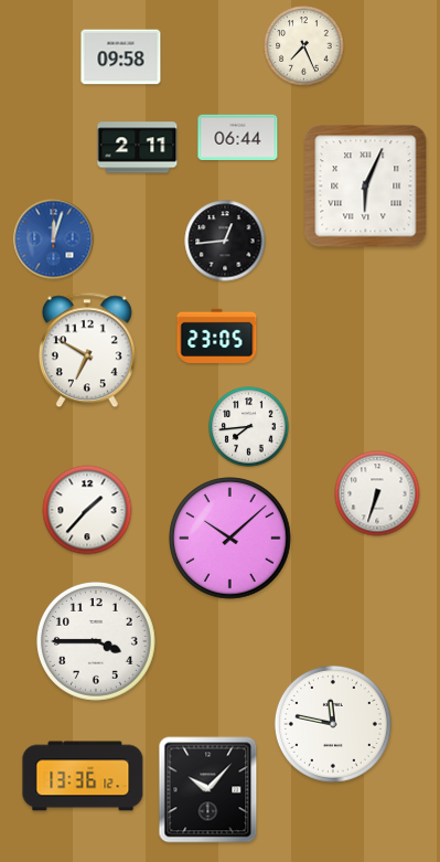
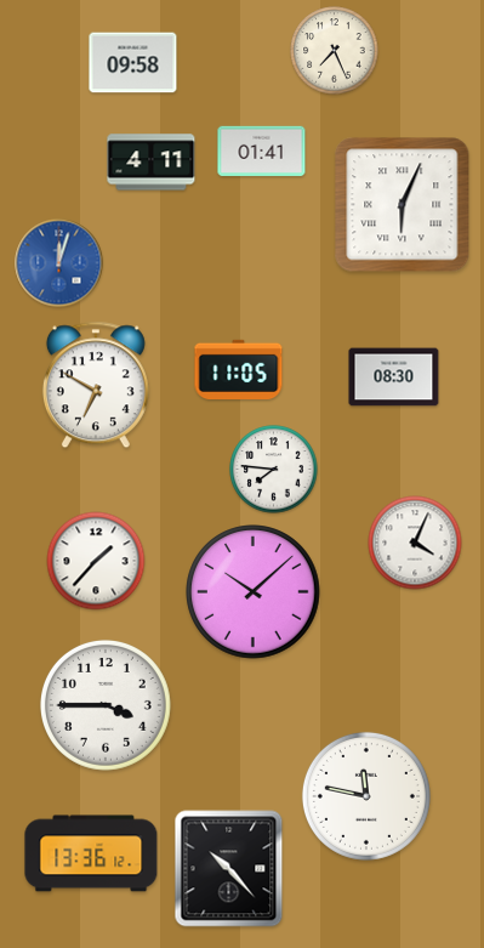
clock at (238, 138): 06:44 -> 01:41
clock at (138, 148): 2:11 -> 4:11
clock at (225, 241): 12:44 -> none
clock at (217, 336): 23:05 -> 11:05
clock at (394, 378): none -> 08:30
clock at (249, 427): 7:44 -> 7:46
clock at (377, 493): 6:33 -> 4:04
clock at (208, 790): 10:07 -> 10:23
